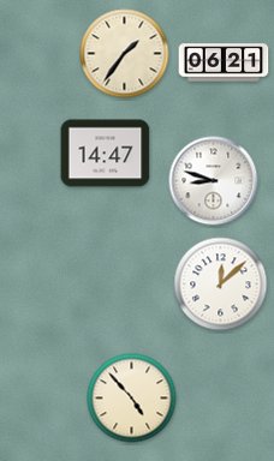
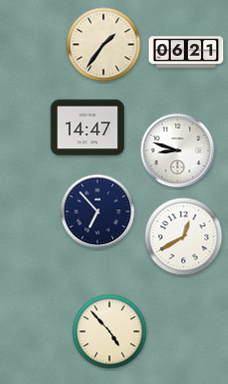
clock at (98, 212): none -> 6:53
clock at (221, 285): 12:08 -> 12:40
